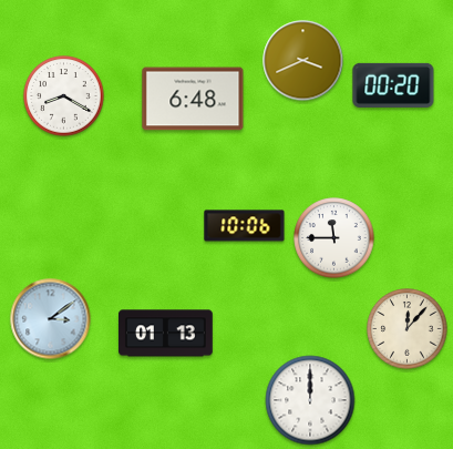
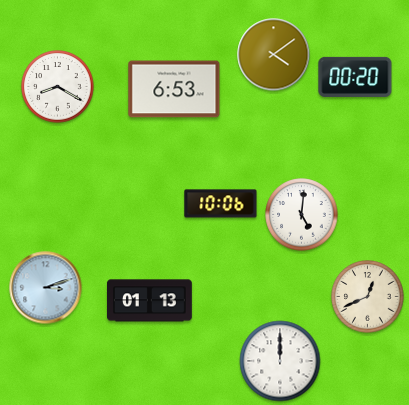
clock at (303, 61): 3:41 -> 4:09
clock at (193, 99): 6:48 -> 6:53
clock at (334, 238): 11:45 -> 5:01
clock at (51, 319): 3:09 -> 3:12
clock at (408, 329): 12:07 -> 12:41
